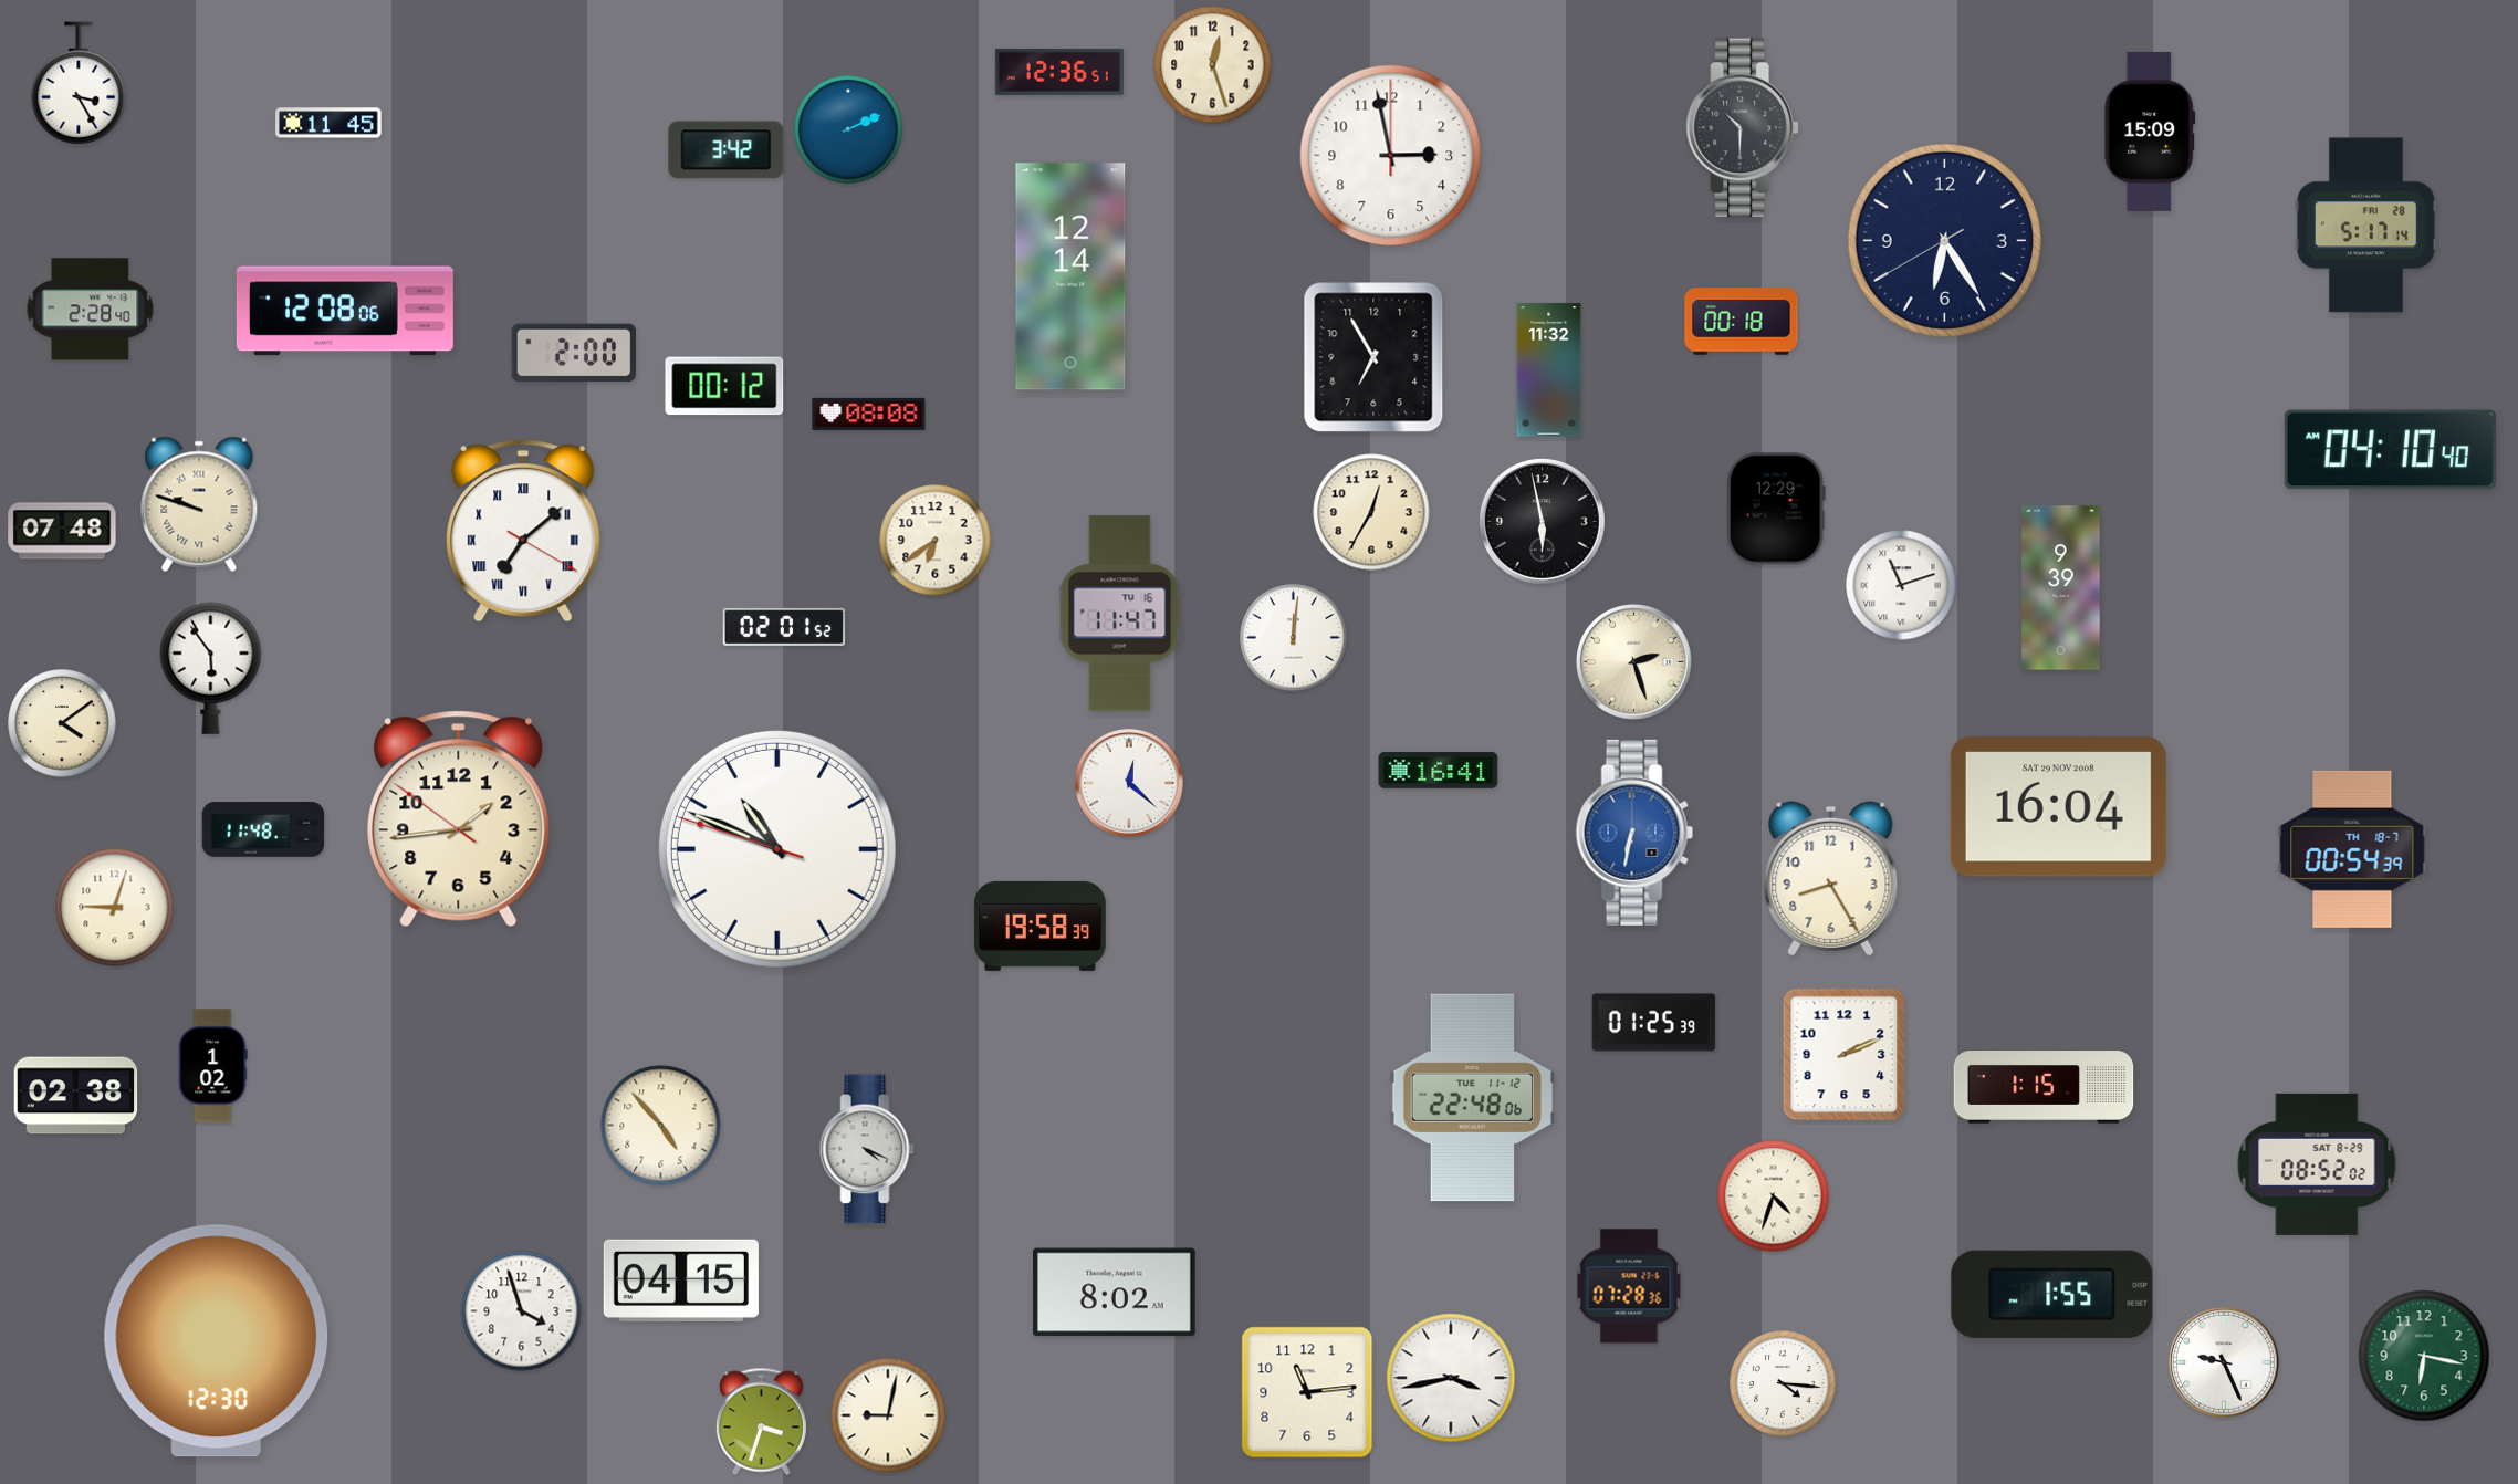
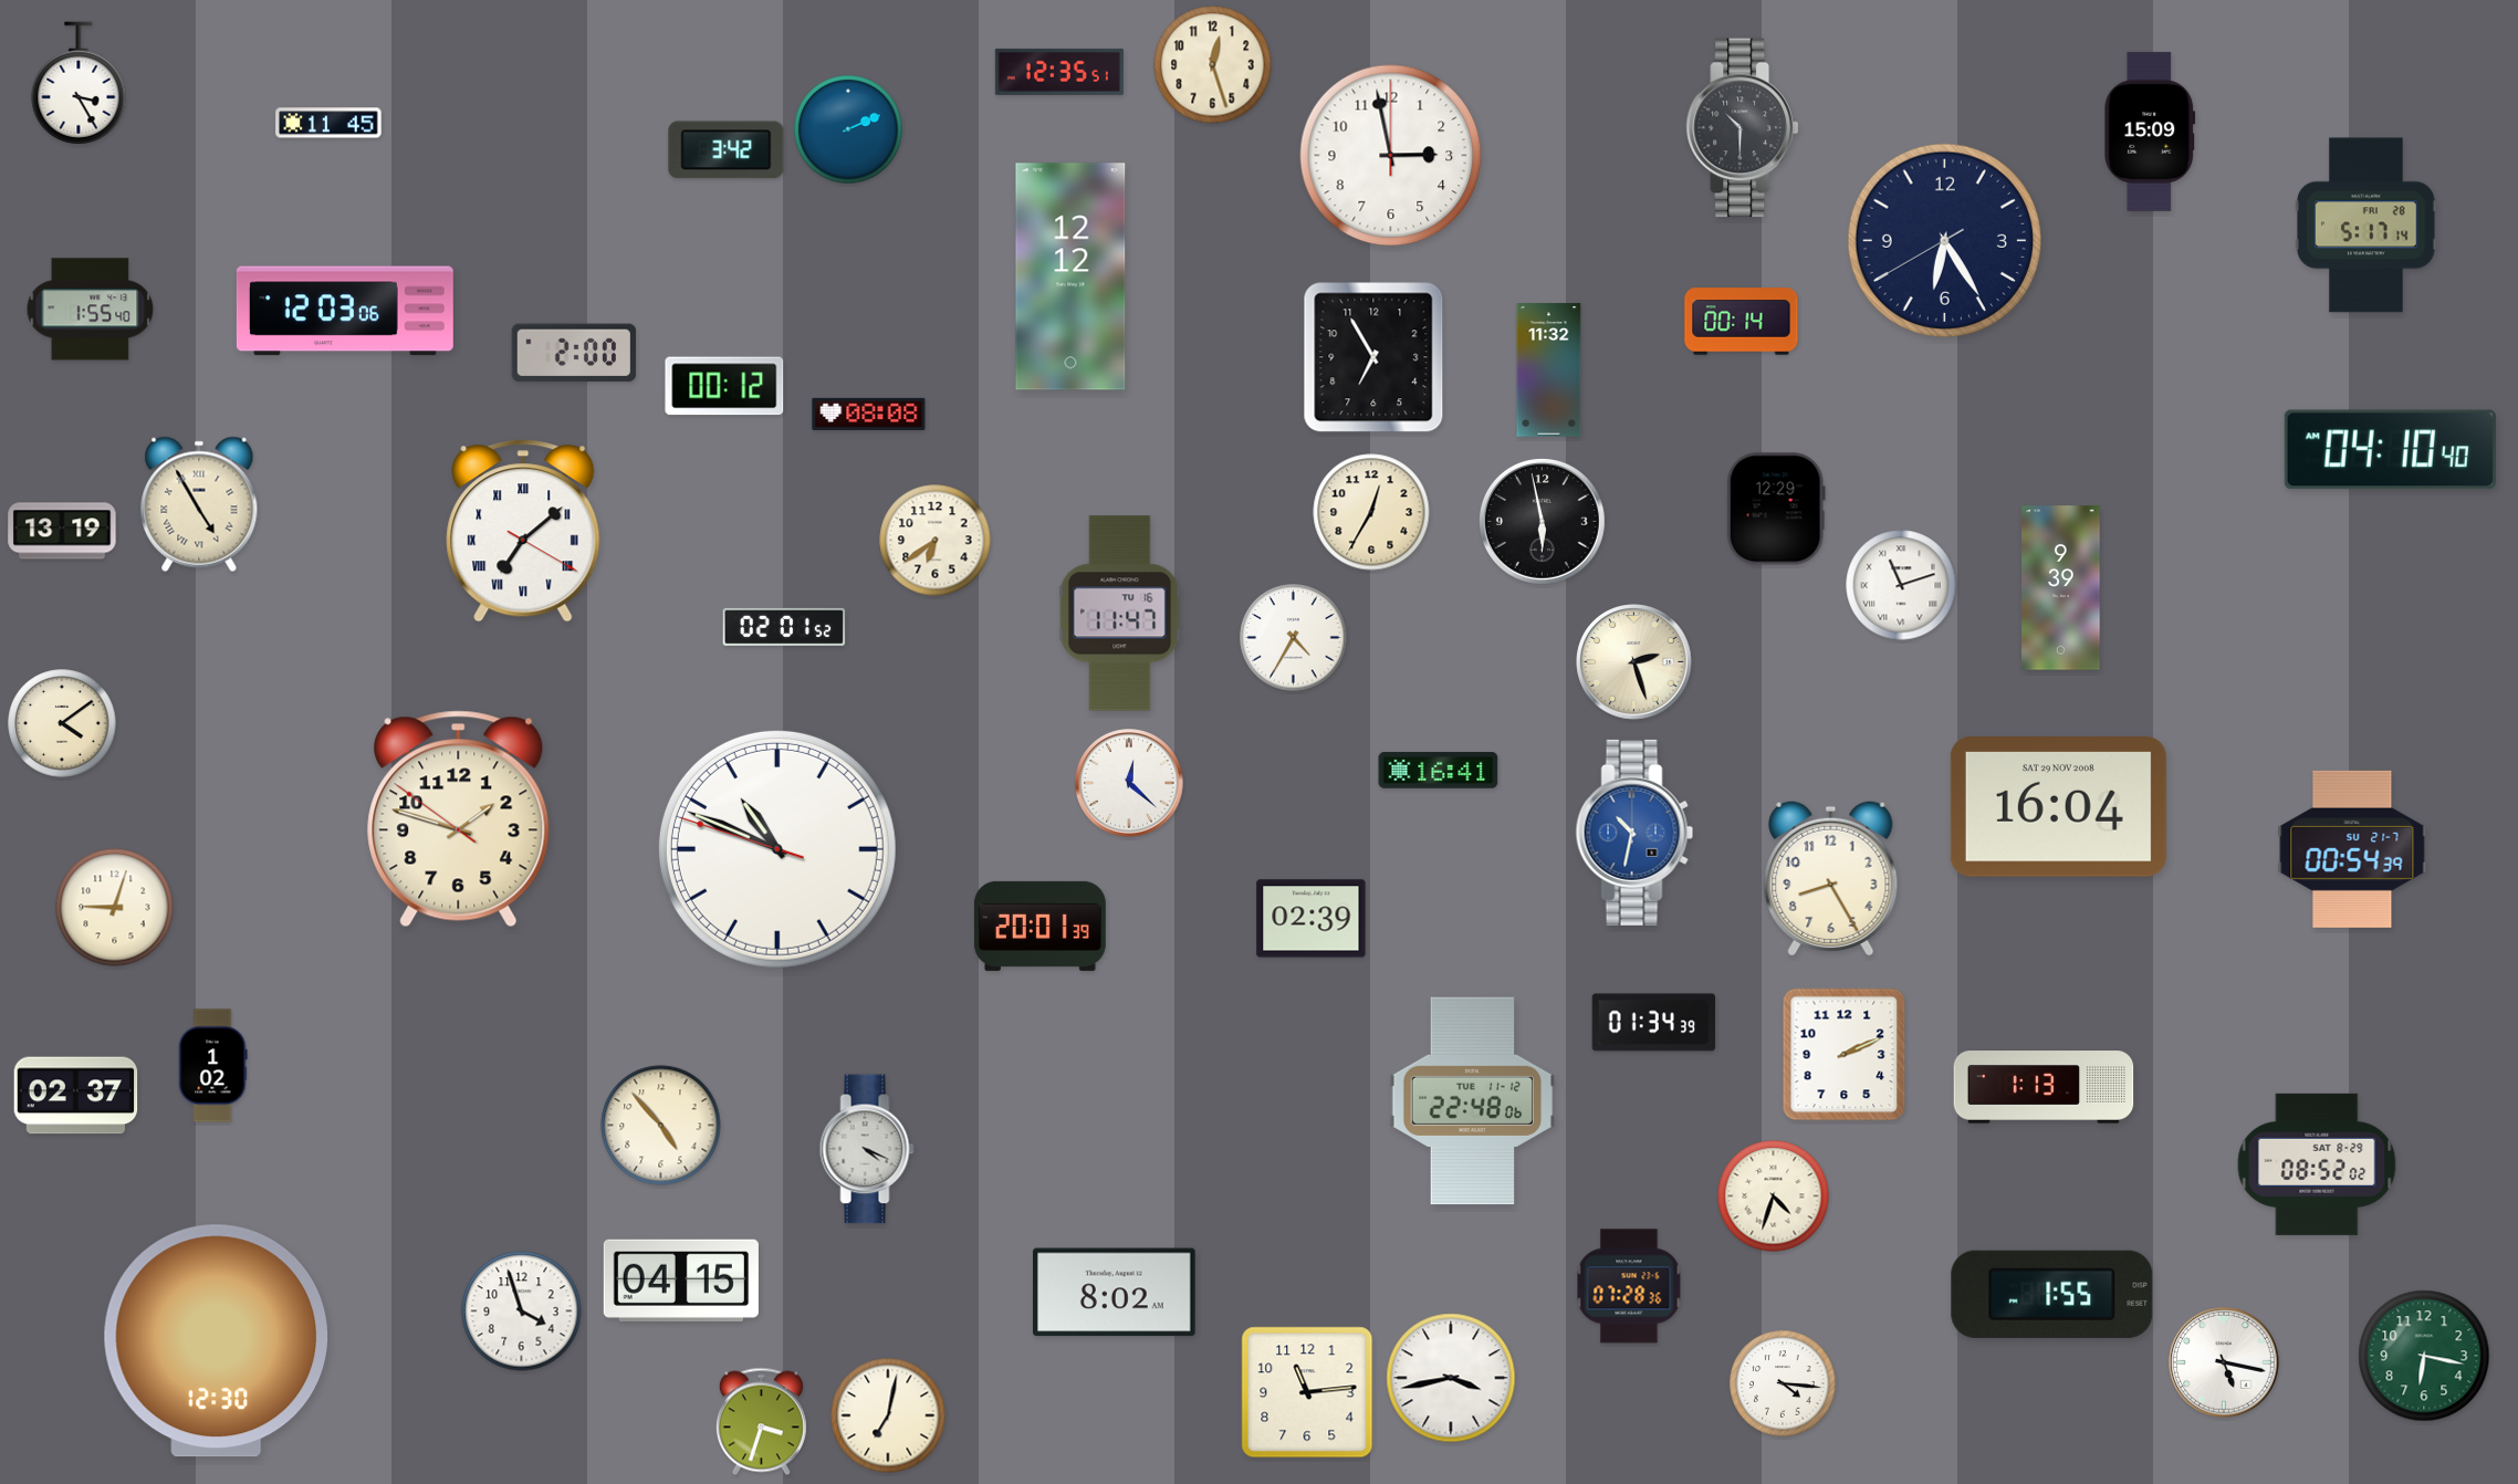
clock at (1059, 72): 12:36 -> 12:35
clock at (1070, 276): 12:14 -> 12:12
clock at (91, 310): 2:28 -> 1:55
clock at (345, 311): 12:08 -> 12:03
clock at (1742, 322): 00:18 -> 00:14
clock at (199, 504): 9:48 -> 4:55
clock at (62, 531): 07:48 -> 13:19
clock at (1294, 638): 12:01 -> 4:35
clock at (211, 668): 5:54 -> none
clock at (459, 819): 1:43 -> 1:47
clock at (263, 829): 11:48 -> none
clock at (1634, 833): 6:32 -> 10:32
clock at (2352, 849) date: TH 18-7 -> SU 21-7
clock at (1312, 919): none -> 02:39
clock at (1039, 926): 19:58 -> 20:01
clock at (1654, 1023): 01:25 -> 01:34
clock at (2044, 1087): 1:15 -> 1:13
clock at (76, 1096): 02:38 -> 02:37
clock at (1473, 1098) position: (1473, 1098) -> (1473, 1101)
clock at (2224, 1362): 9:26 -> 5:17
clock at (888, 1415): 9:02 -> 7:02
